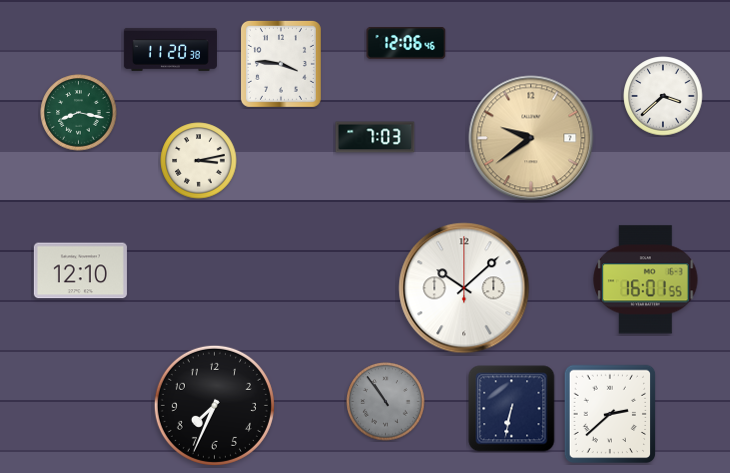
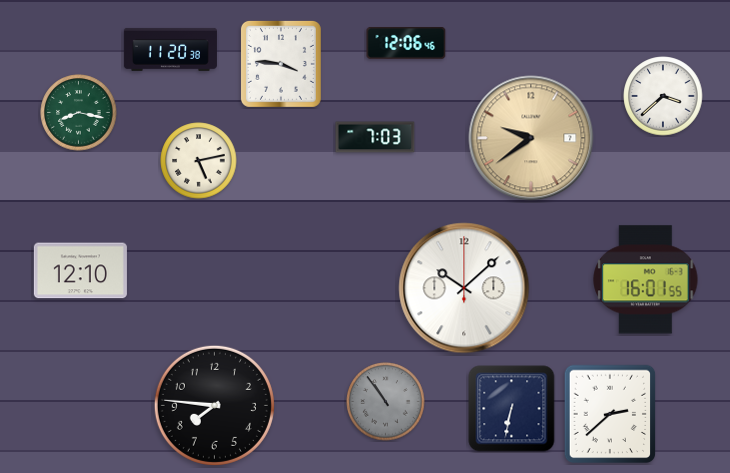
clock at (199, 161): 3:13 -> 5:13
clock at (214, 405): 7:34 -> 7:46
